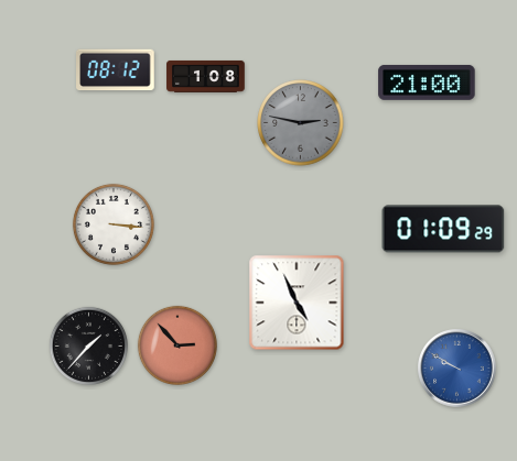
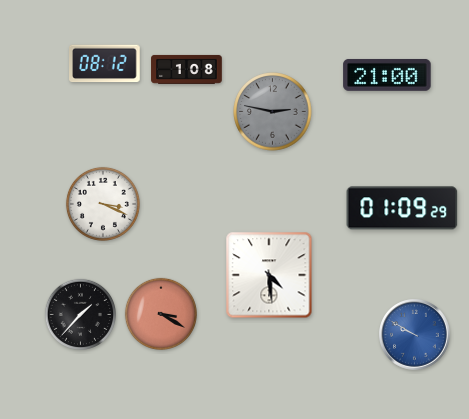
clock at (114, 224): 3:16 -> 3:19
clock at (297, 303): 4:56 -> 4:29
clock at (177, 345): 2:53 -> 3:20
